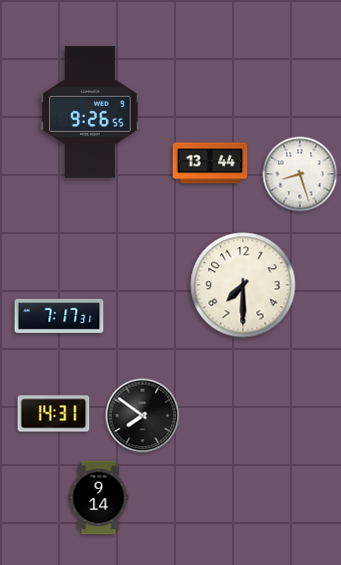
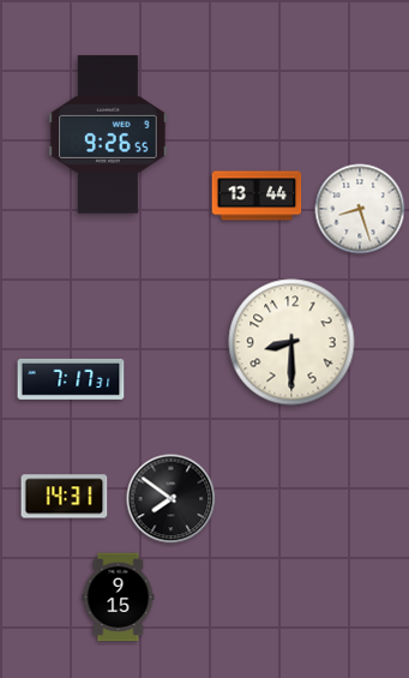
clock at (210, 163) position: (210, 163) -> (257, 196)
clock at (243, 285): 7:30 -> 8:30
clock at (99, 498): 9:14 -> 9:15
